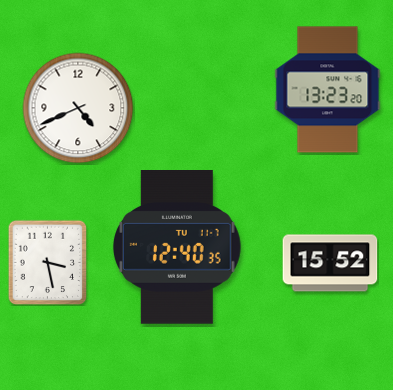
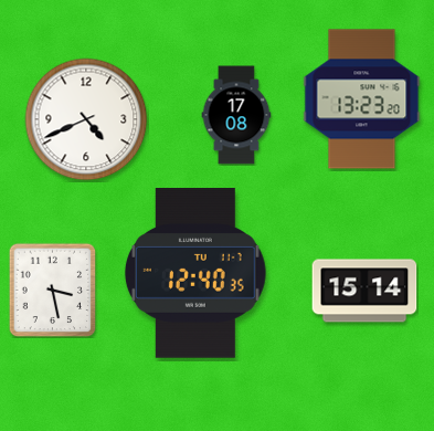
clock at (236, 115): none -> 17:08
clock at (330, 263): 15:52 -> 15:14
